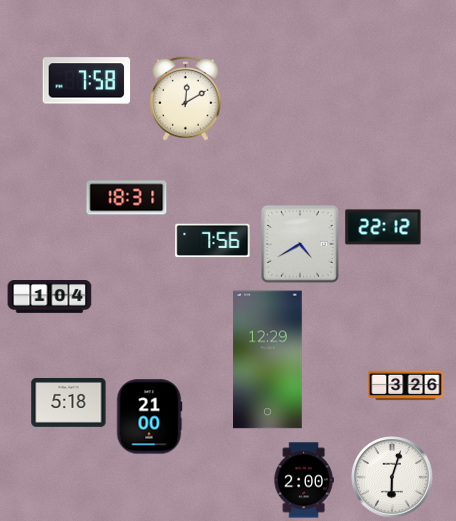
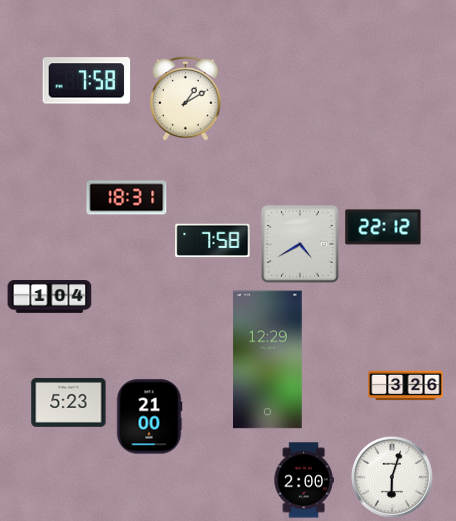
clock at (186, 98): 12:10 -> 1:10
clock at (213, 241): 7:56 -> 7:58
clock at (69, 403): 5:18 -> 5:23
